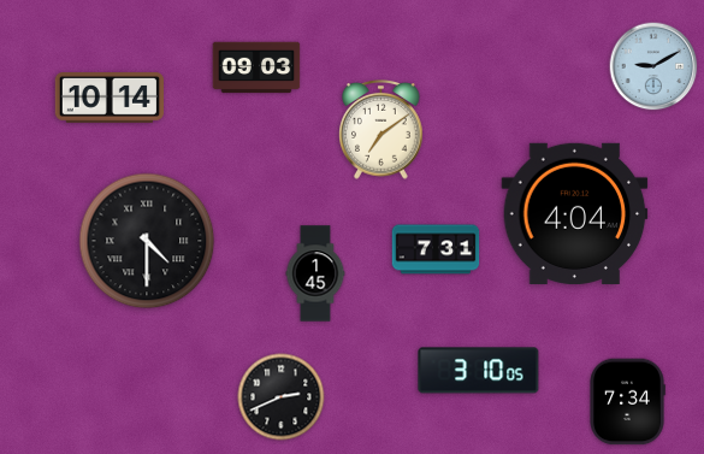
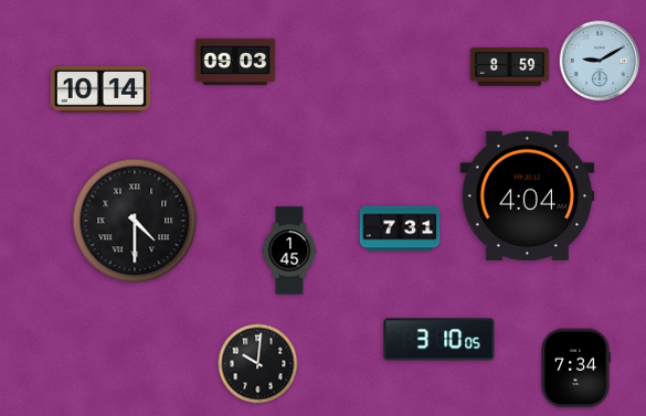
clock at (510, 67): none -> 8:59
clock at (381, 130): 7:09 -> none
clock at (282, 397): 2:41 -> 10:01
